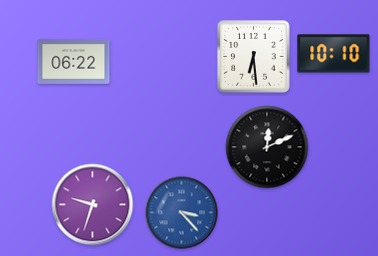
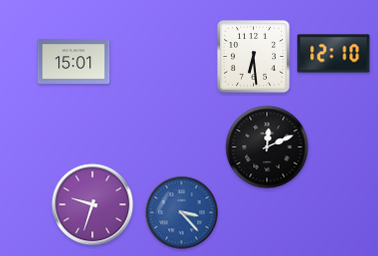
clock at (334, 54): 10:10 -> 12:10
clock at (74, 62): 06:22 -> 15:01
